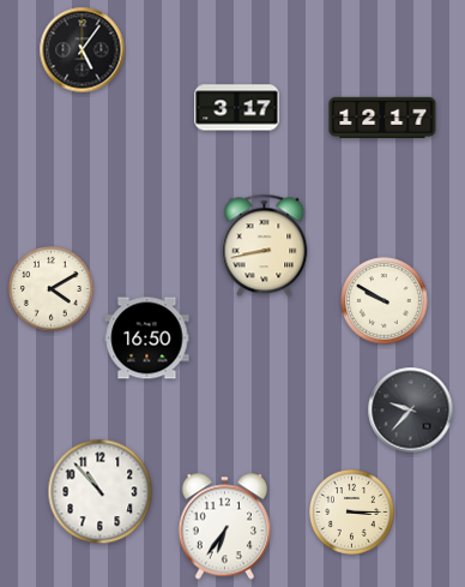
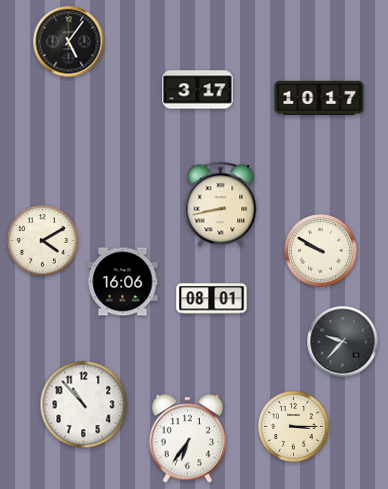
clock at (382, 118): 12:17 -> 10:17
clock at (147, 339): 16:50 -> 16:06
clock at (212, 299): none -> 08:01
clock at (101, 492) position: (101, 492) -> (84, 405)
